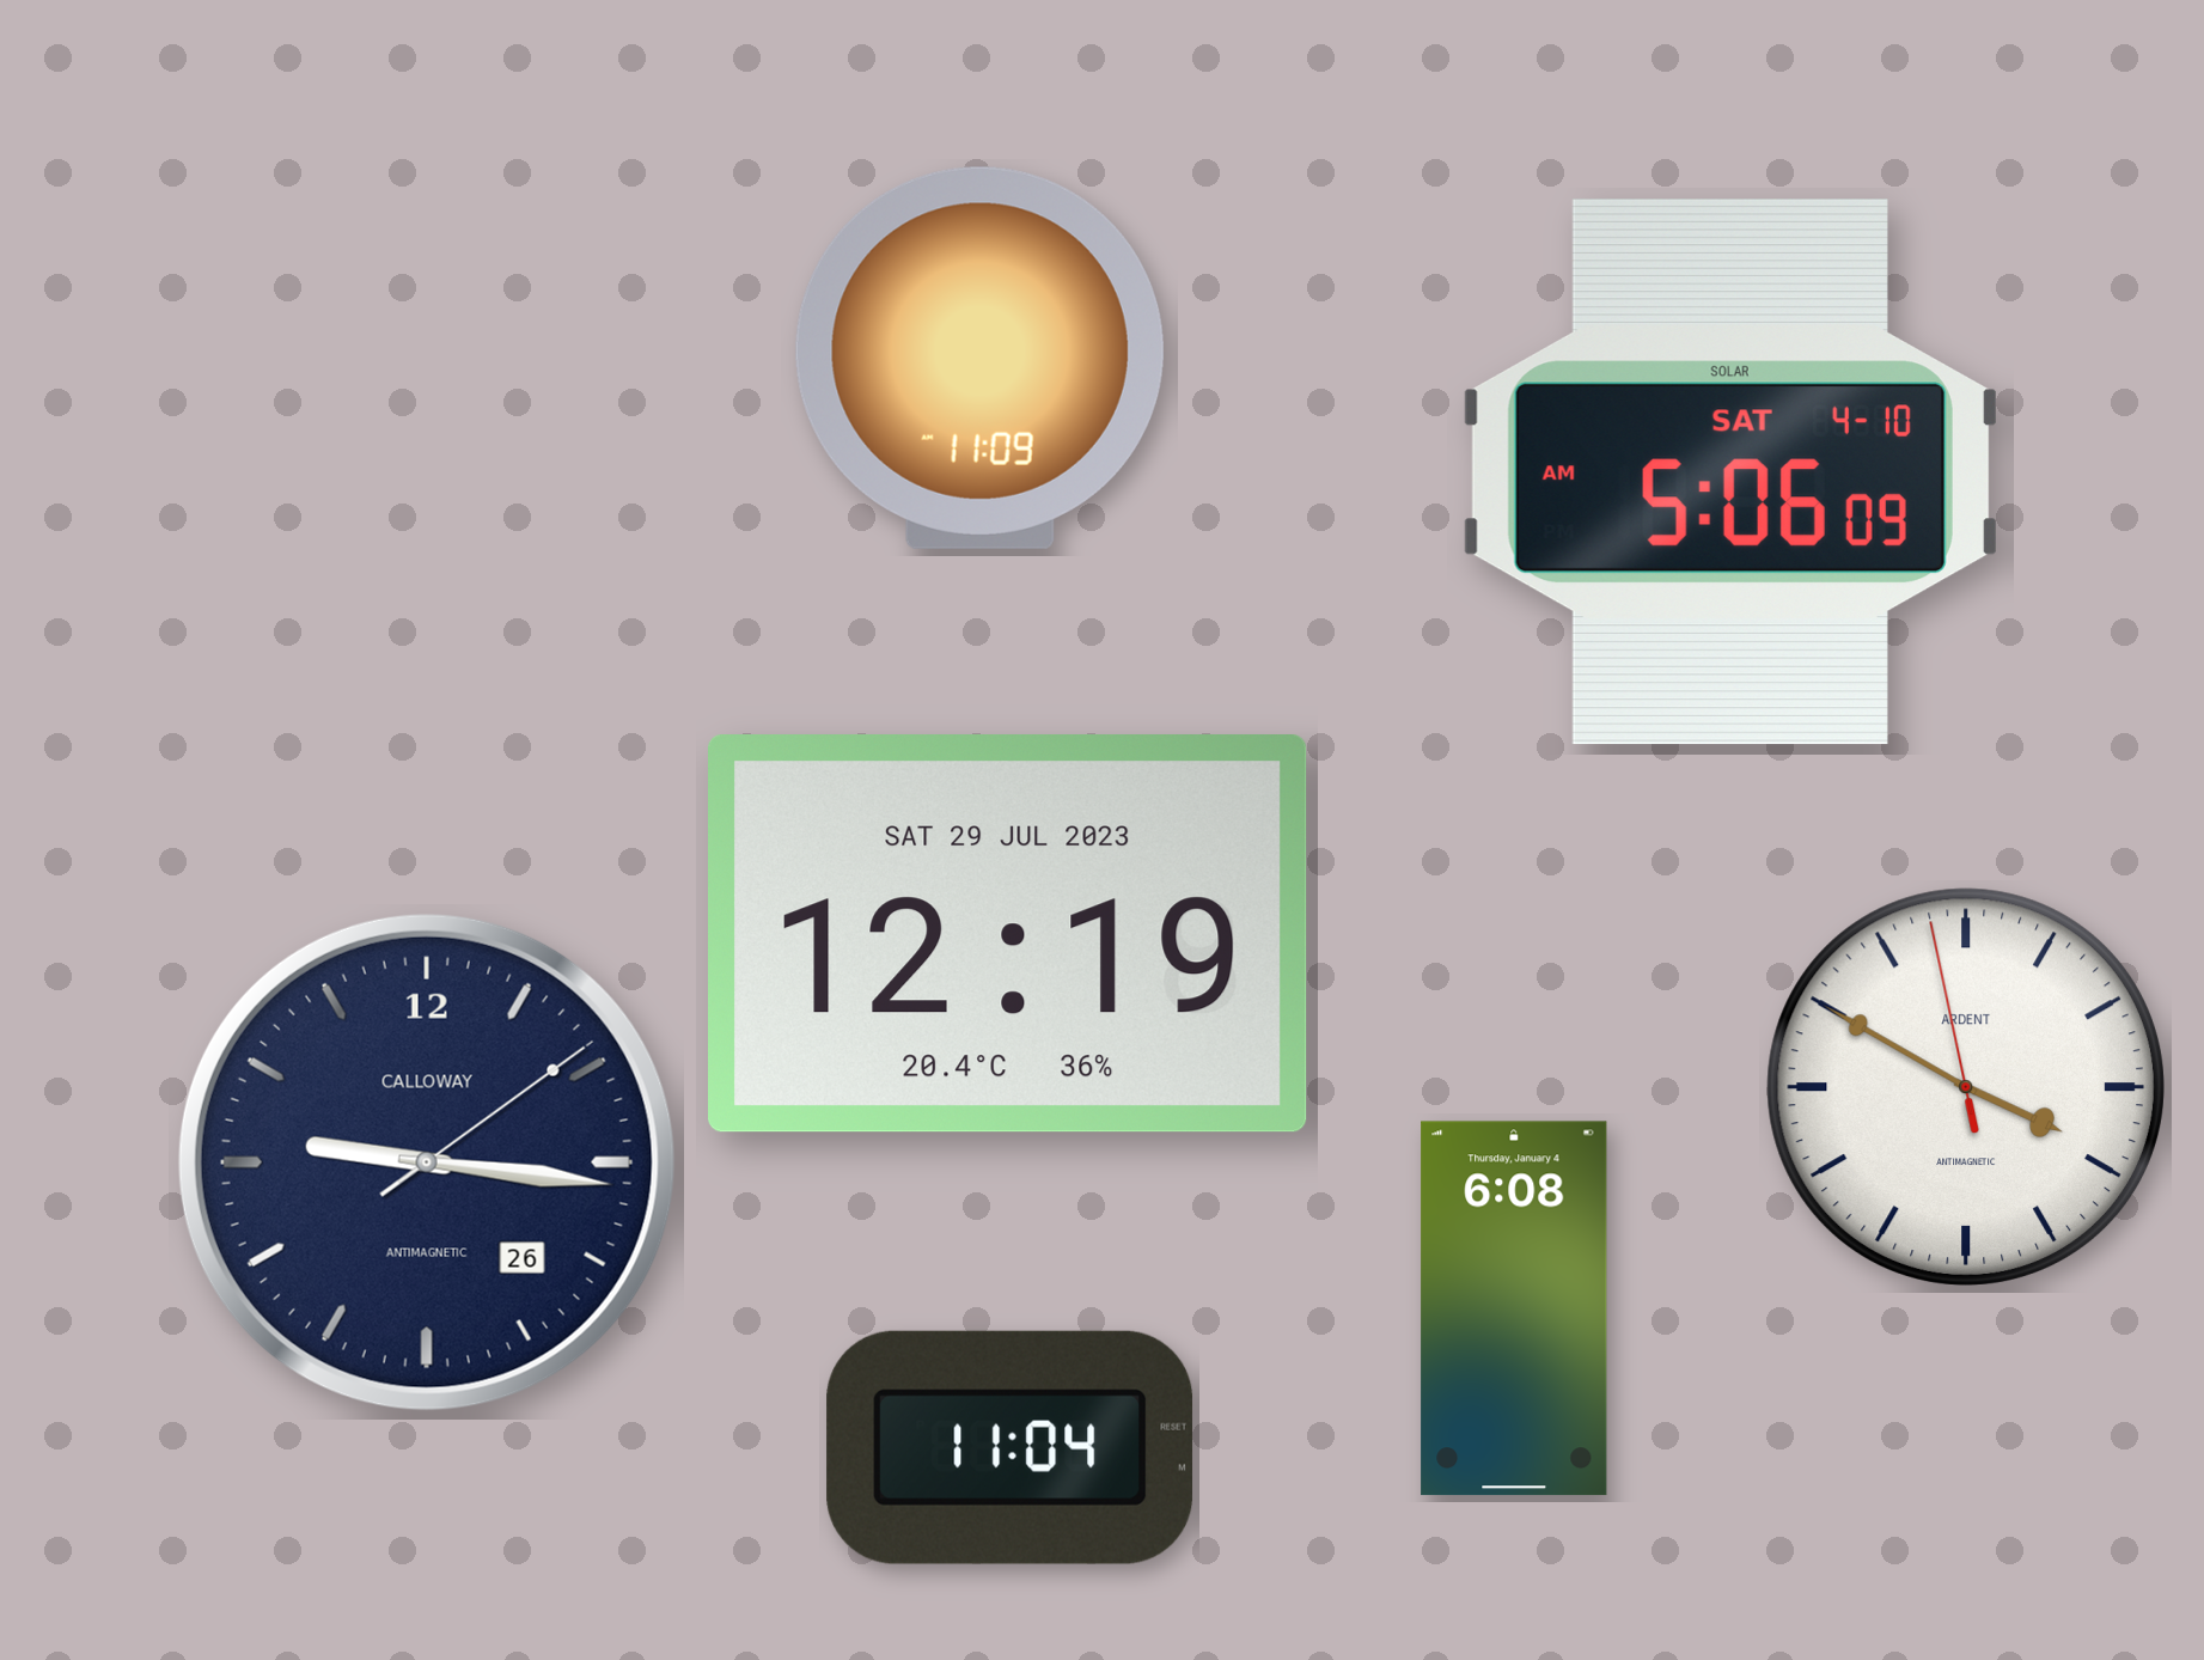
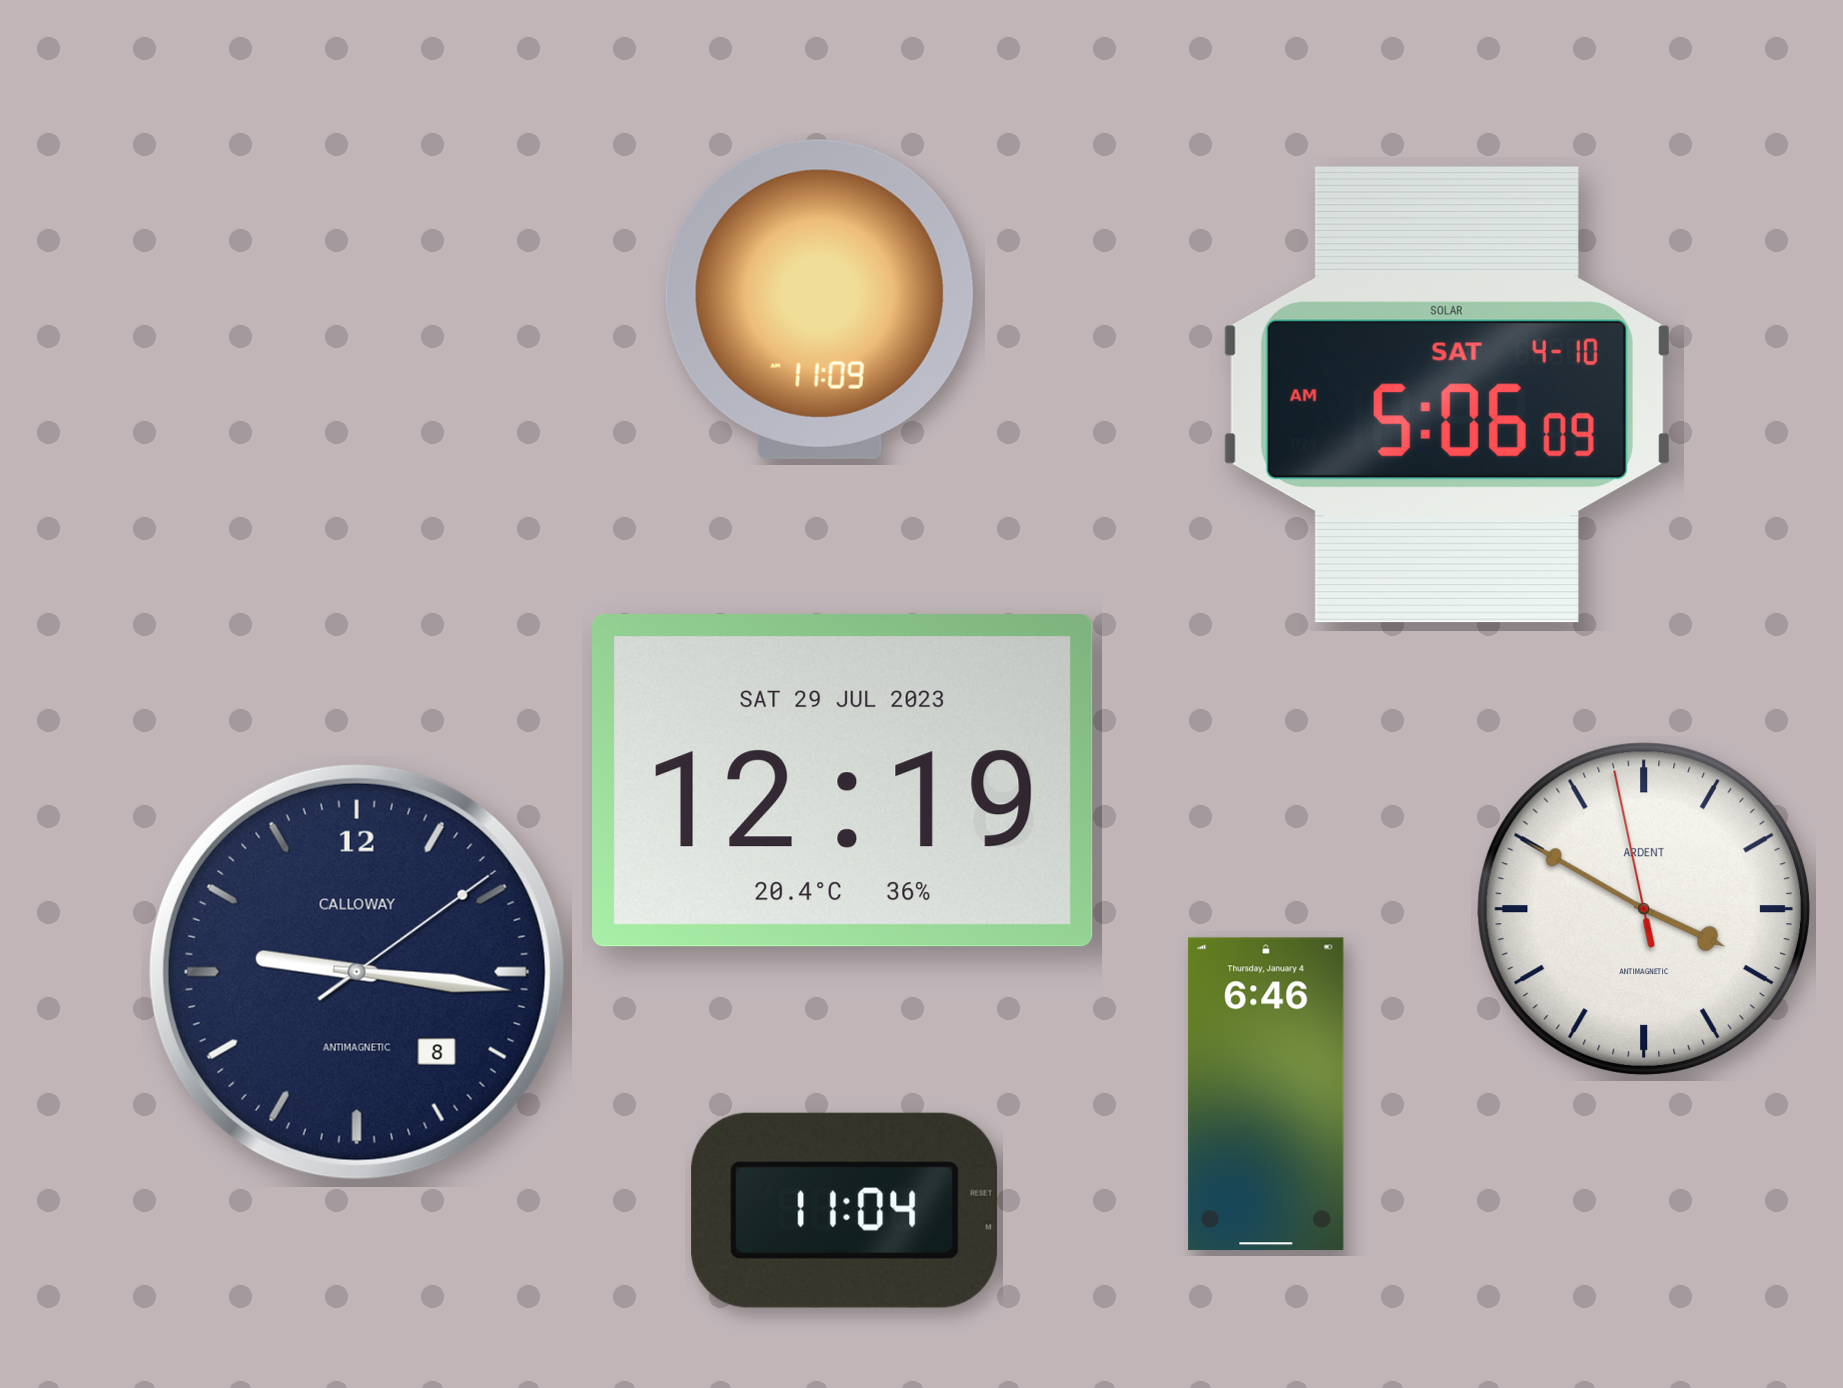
clock at (427, 1162) date: 26 -> 8
clock at (1514, 1308): 6:08 -> 6:46
